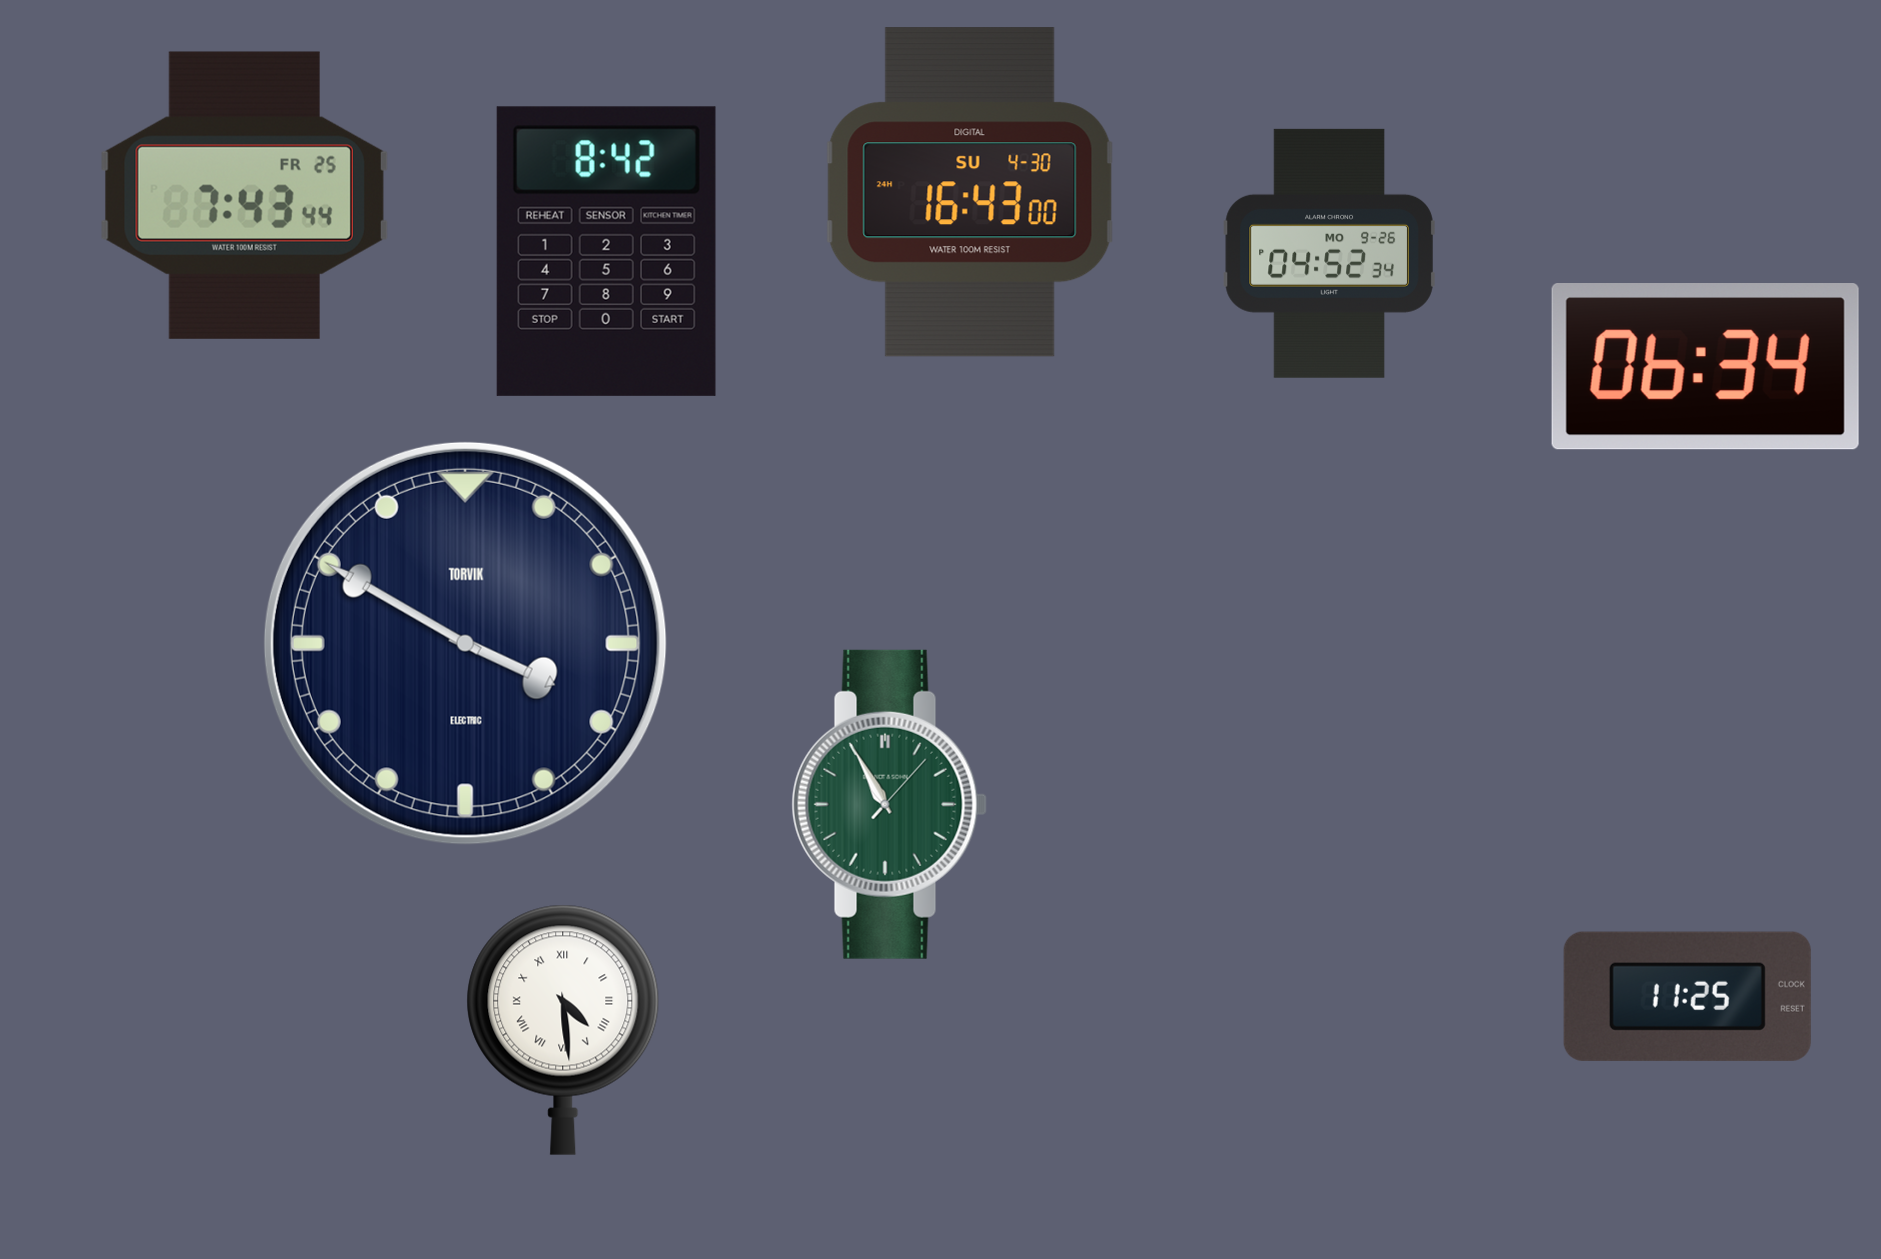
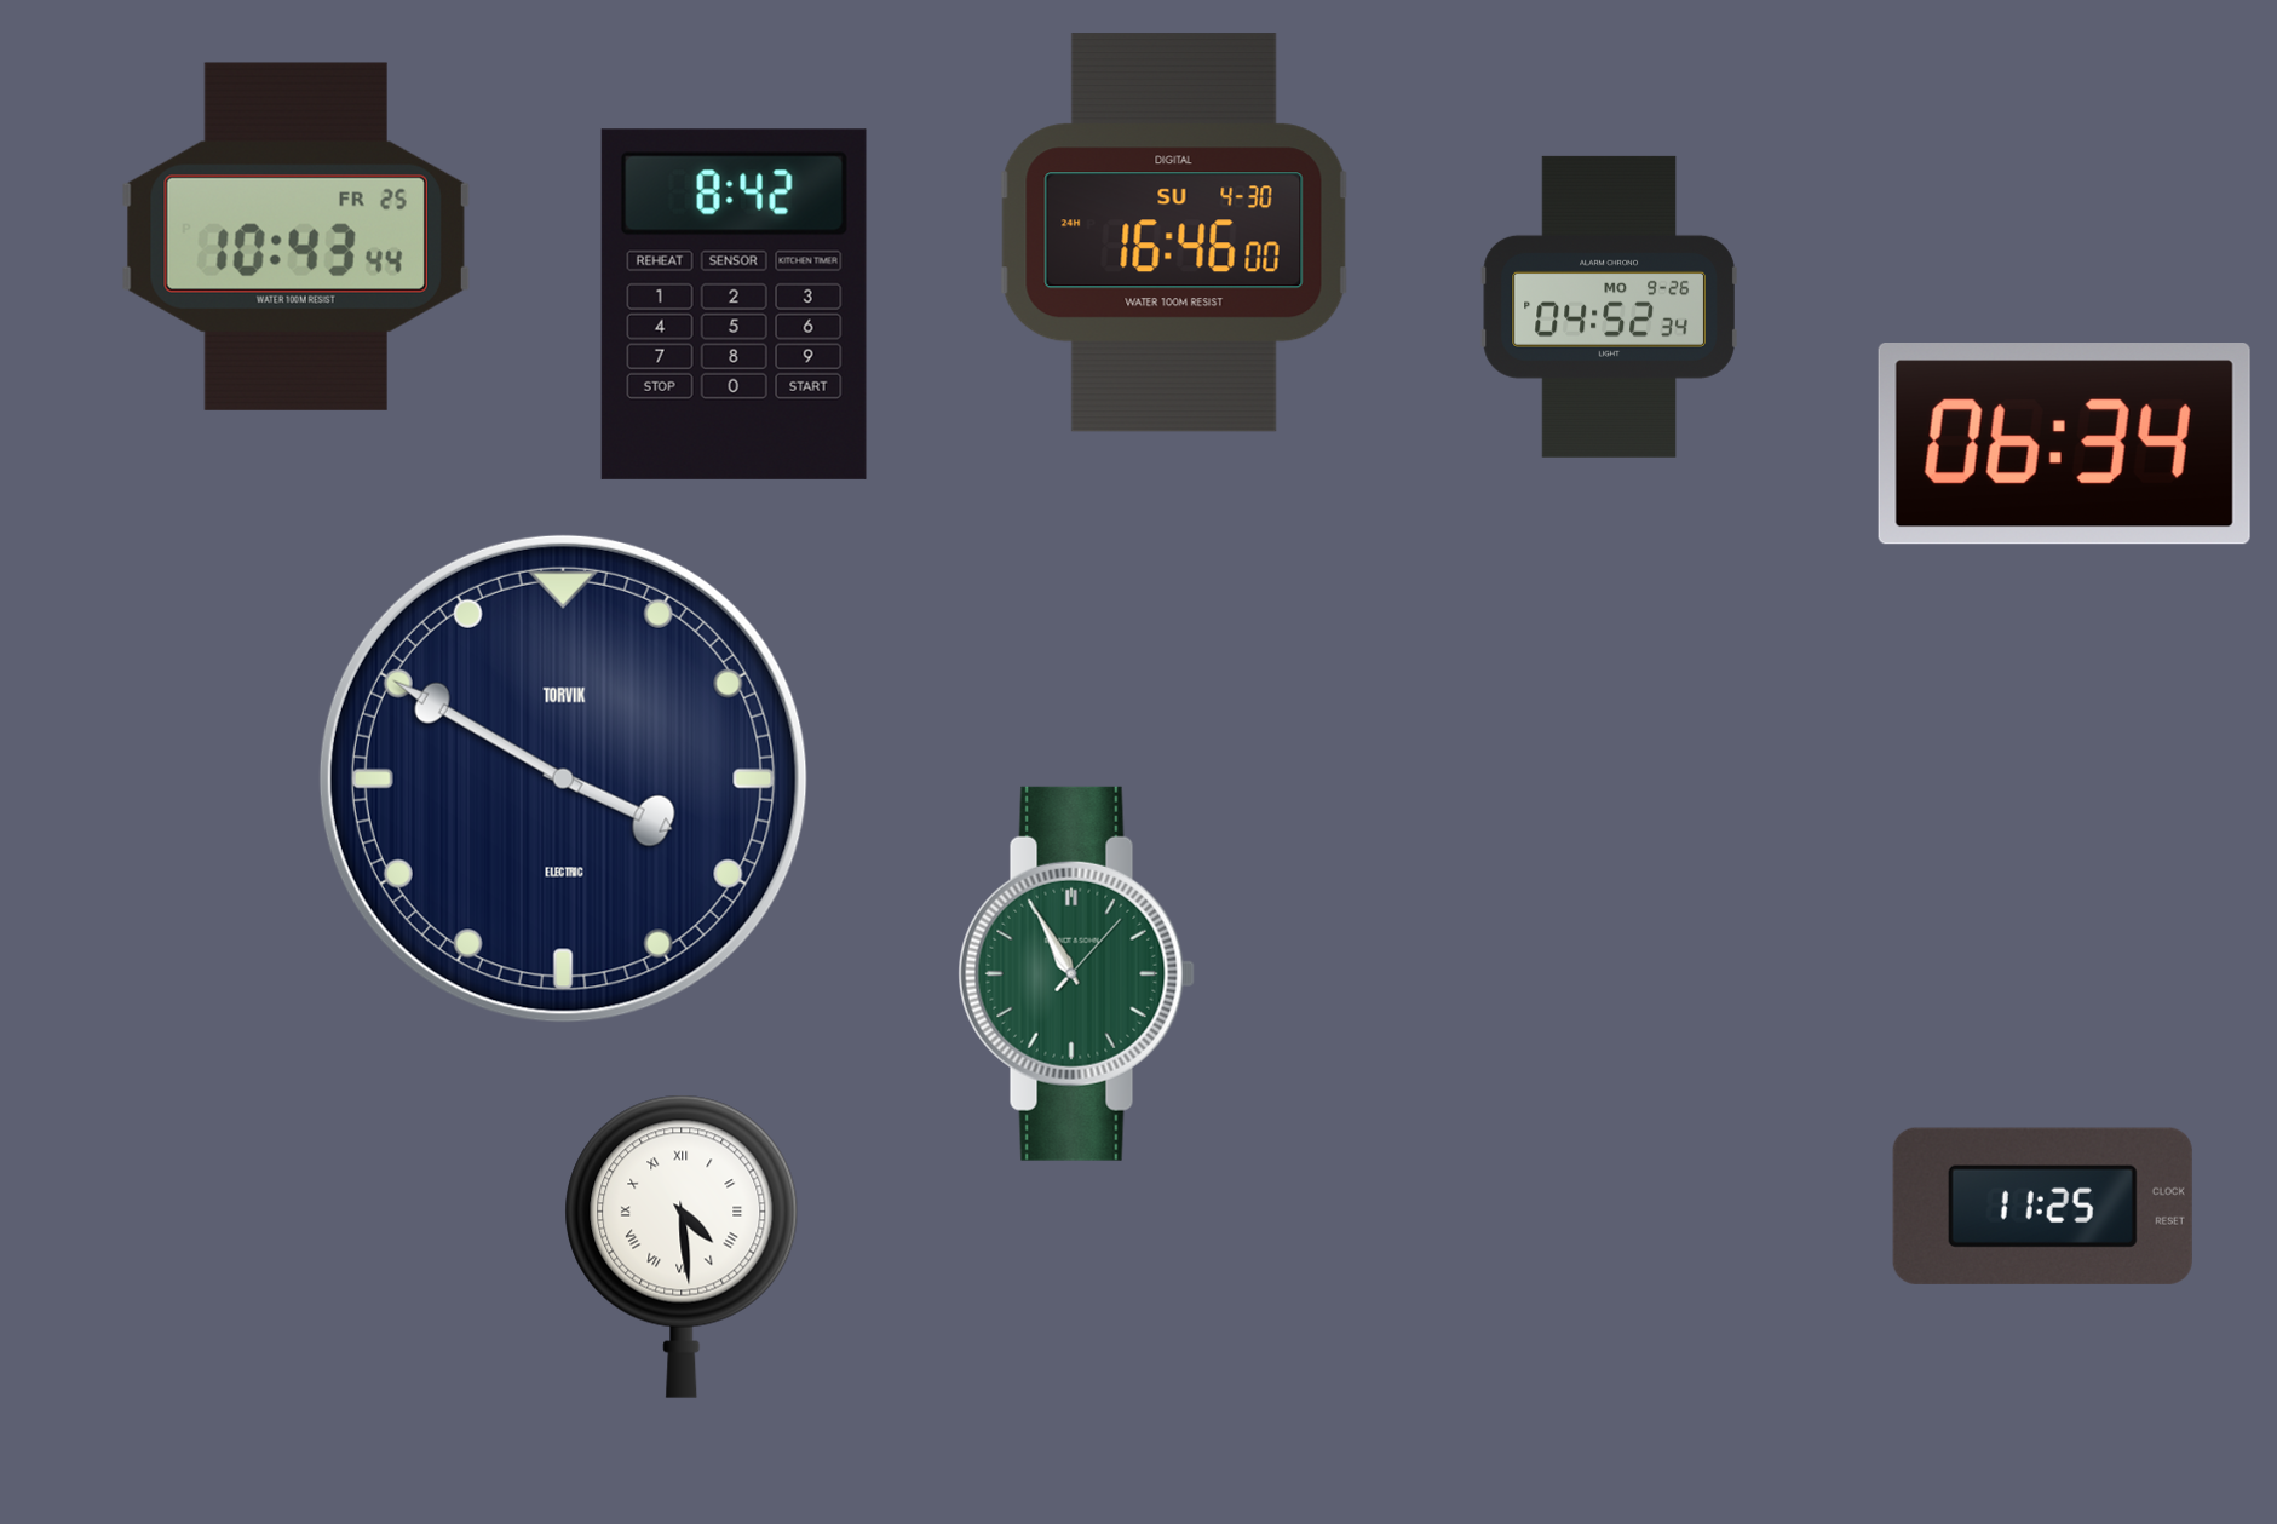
clock at (970, 192): 16:43 -> 16:46
clock at (244, 195): 7:43 -> 10:43
